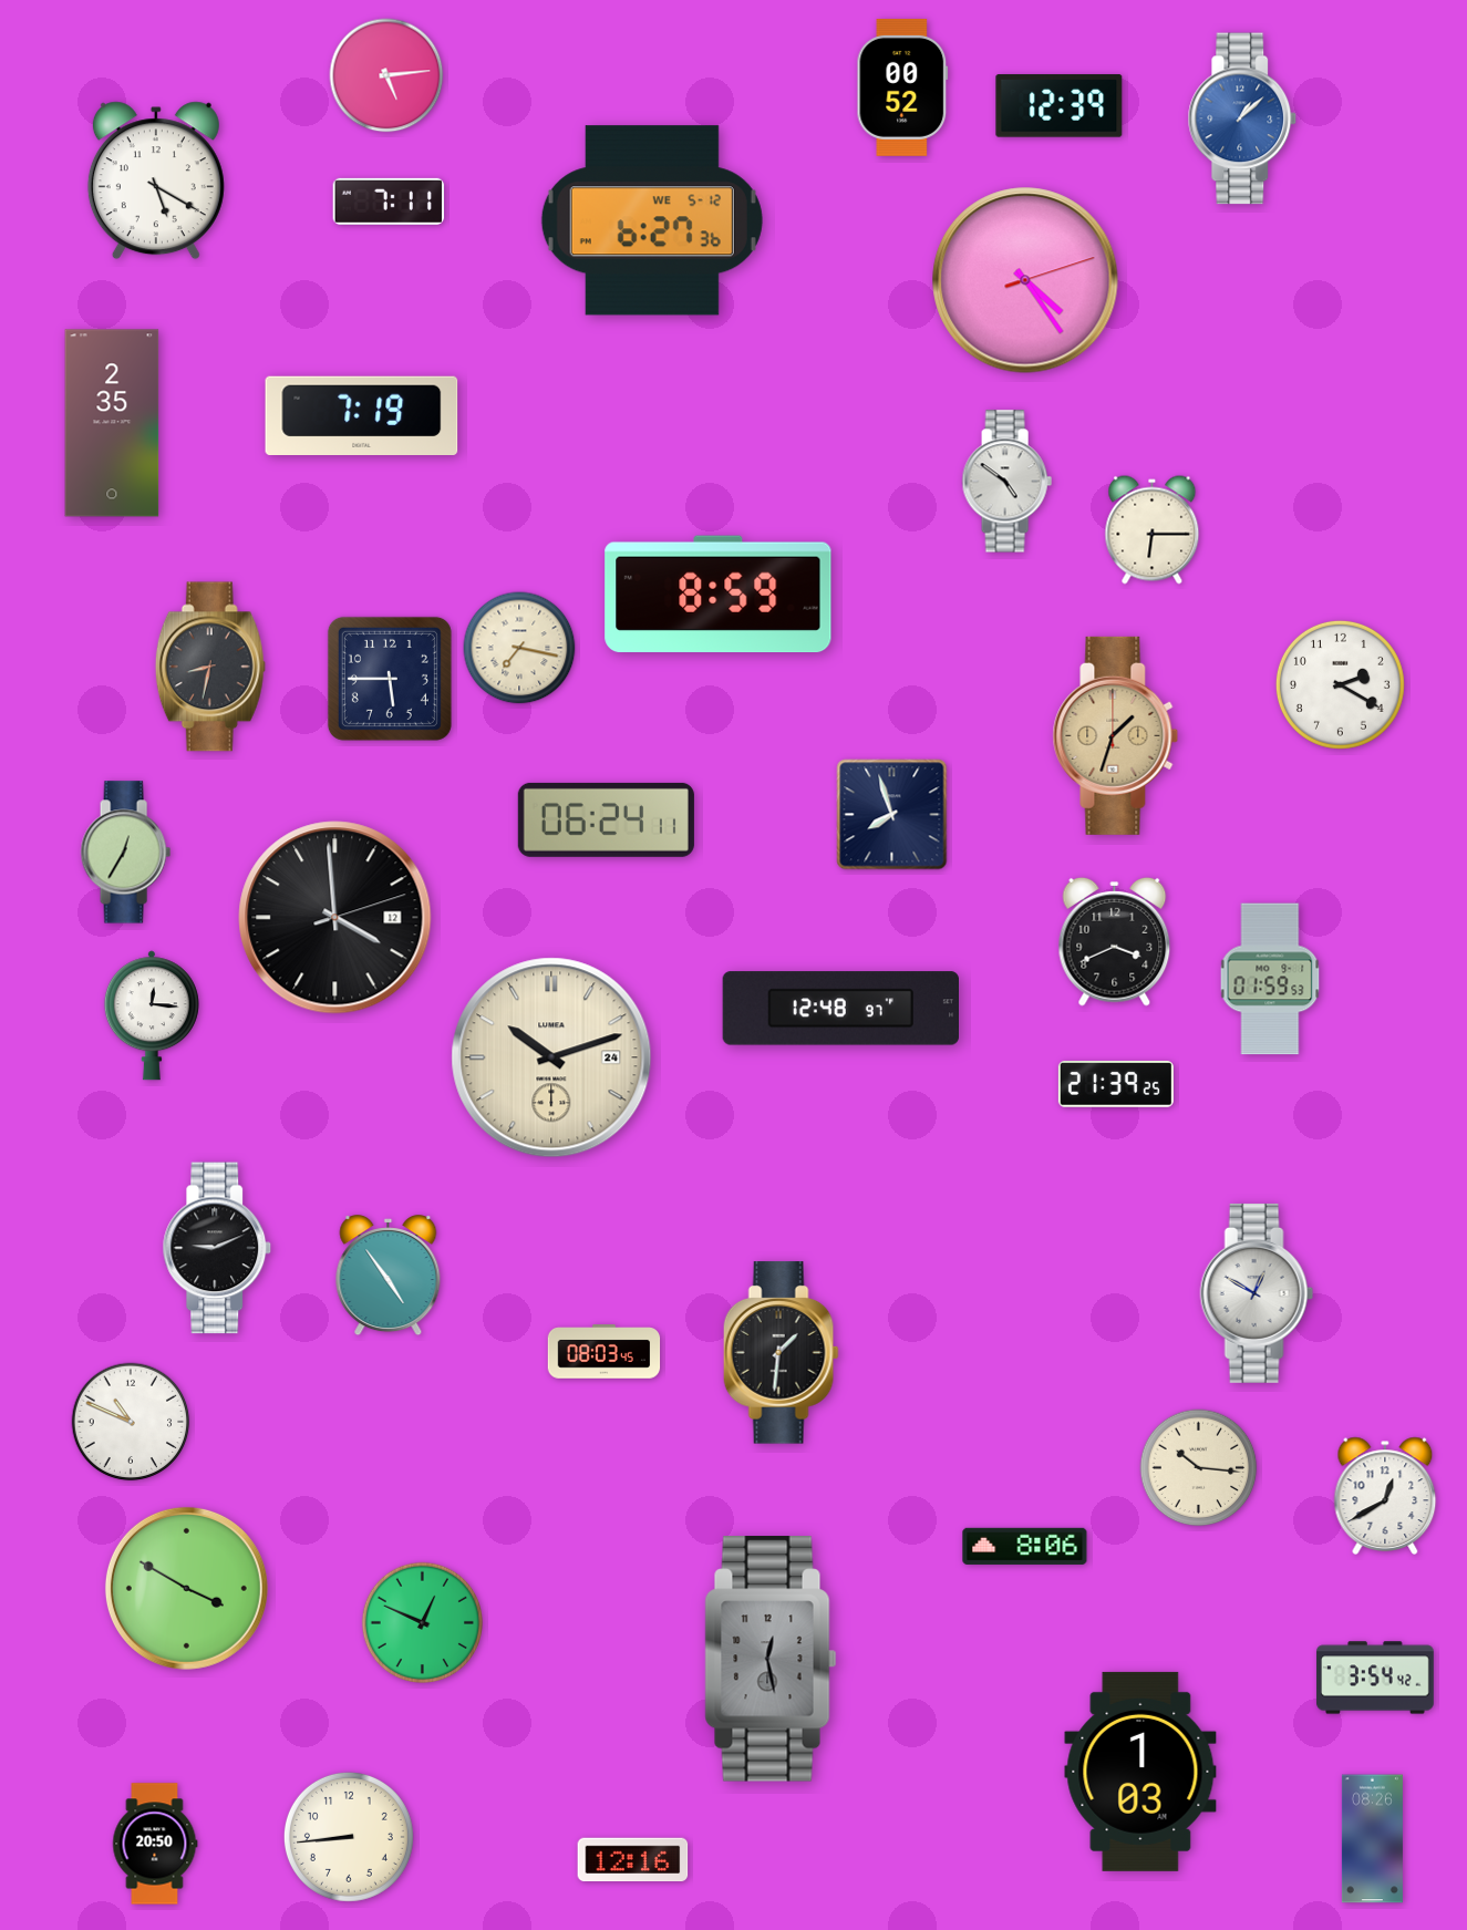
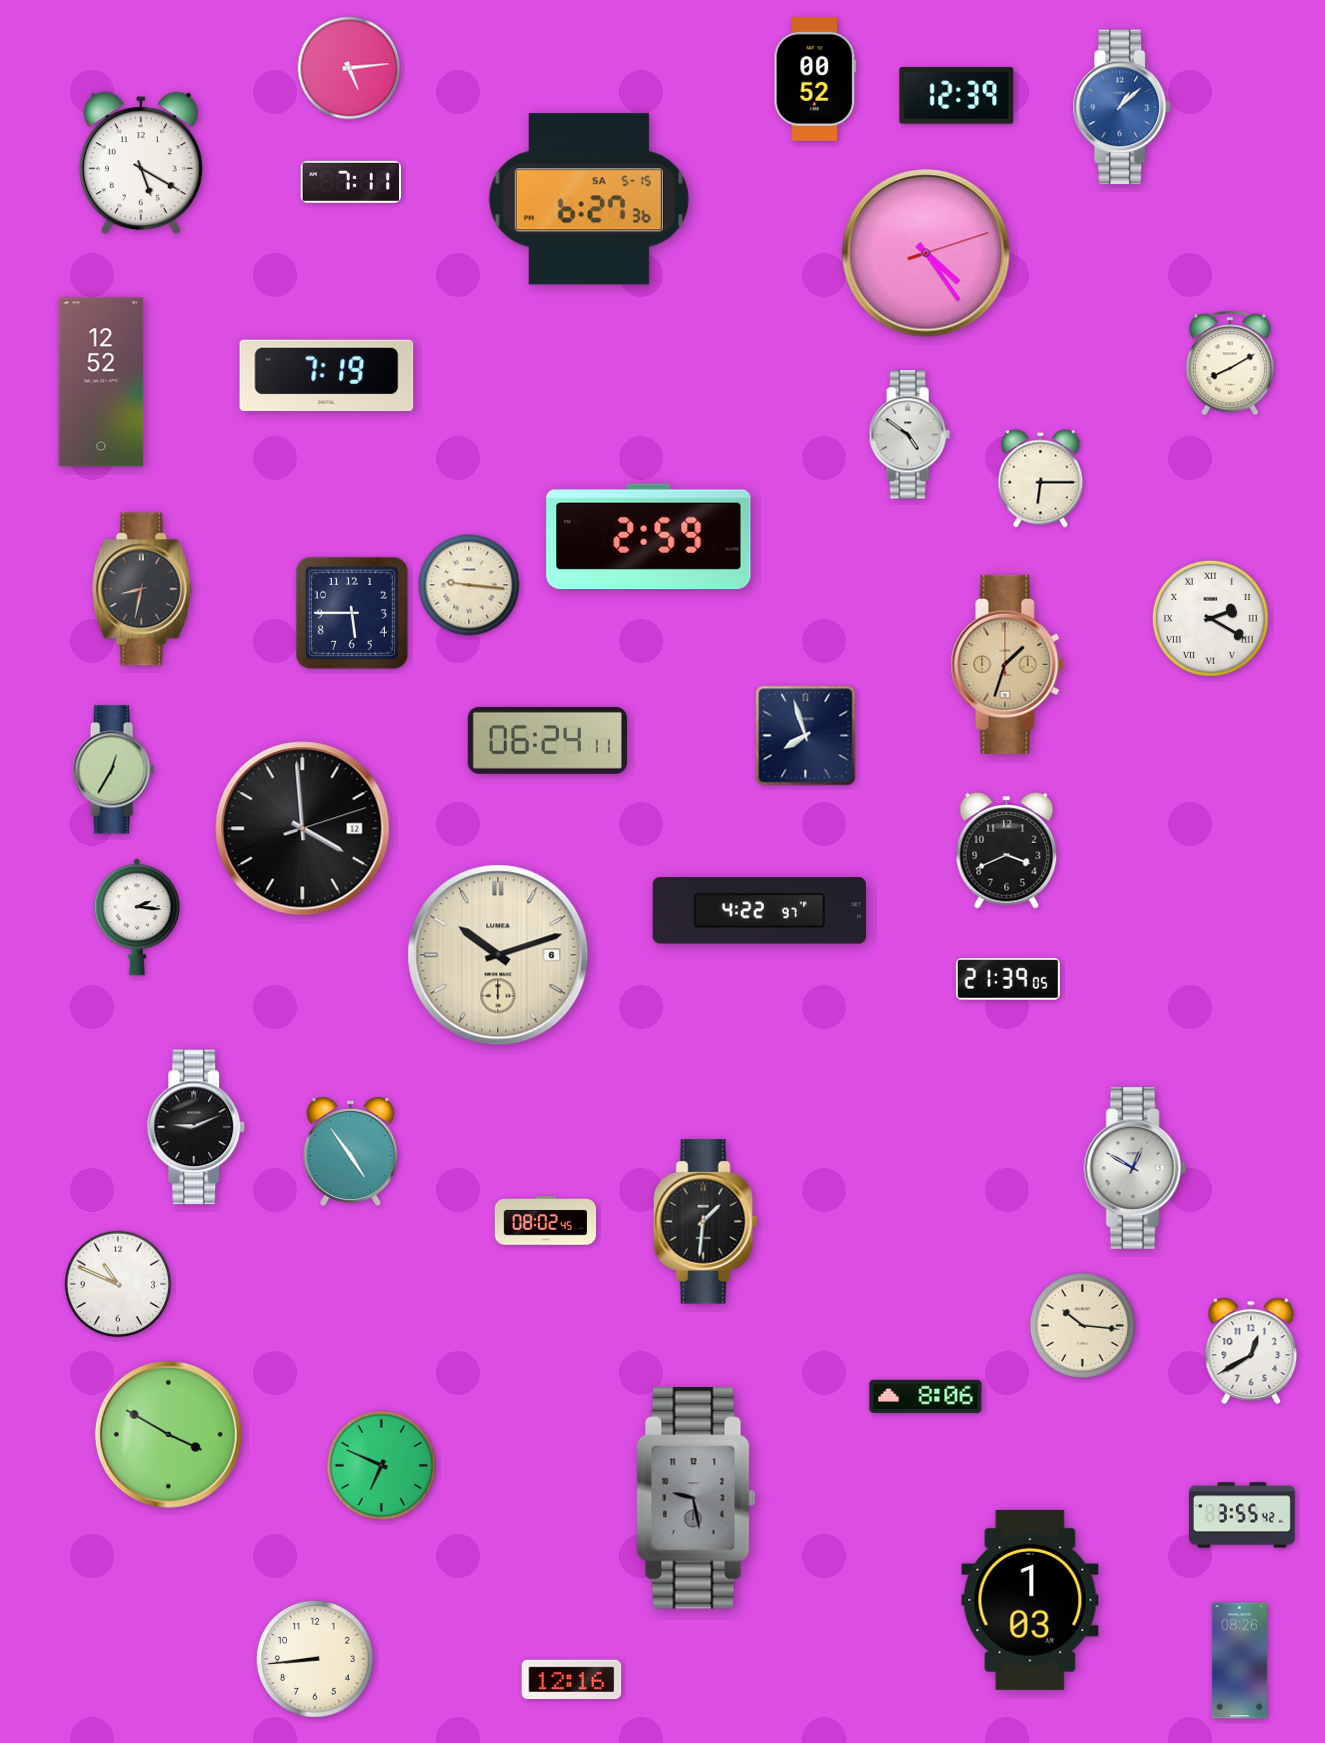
clock at (652, 220) date: WE 5-12 -> SA 5-15
clock at (1229, 363): none -> 8:10
clock at (112, 423): 2:35 -> 12:52
clock at (719, 595): 8:59 -> 2:59
clock at (519, 648): 7:17 -> 9:16
clock at (210, 667) position: (210, 667) -> (142, 589)
clock at (1340, 684) numerals: Arabic -> Roman
clock at (1270, 979): 01:59 -> none
clock at (840, 1009): 12:48 -> 4:22
clock at (152, 1015): 12:16 -> 2:16
clock at (551, 1057) date: 24 -> 6
clock at (1116, 1084): 21:39:25 -> 21:39:05
clock at (605, 1352): 08:03 -> 08:02
clock at (422, 1622): 12:49 -> 6:49
clock at (771, 1659): 12:28 -> 9:28
clock at (1375, 1678): 3:54 -> 3:55
clock at (155, 1844): 20:50 -> none
